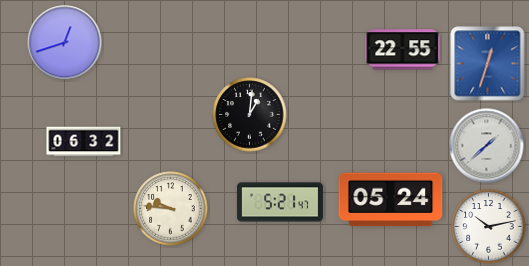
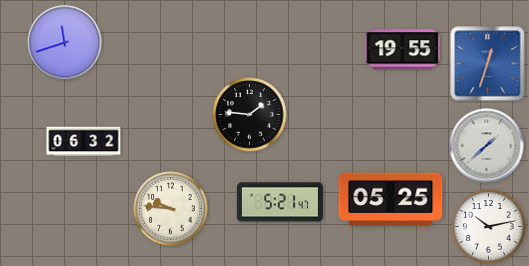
clock at (65, 43): 12:42 -> 11:42
clock at (403, 50): 22:55 -> 19:55
clock at (250, 115): 1:01 -> 1:46
clock at (391, 200): 05:24 -> 05:25
